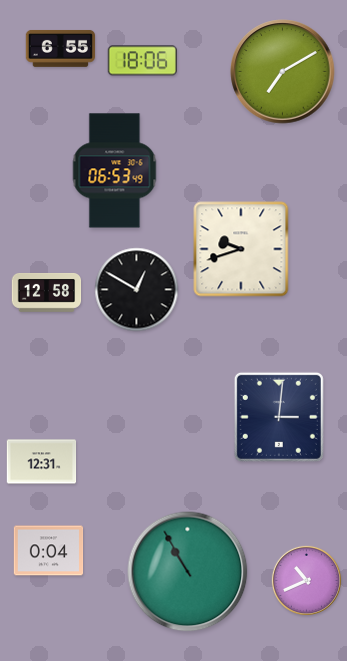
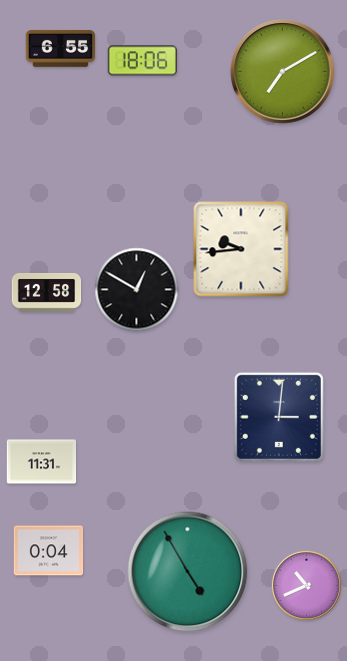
clock at (115, 171): 06:53 -> none
clock at (241, 249): 9:42 -> 9:44
clock at (42, 462): 12:31 -> 11:31
clock at (188, 572): 10:55 -> 4:55
clock at (306, 580) position: (306, 580) -> (306, 585)
